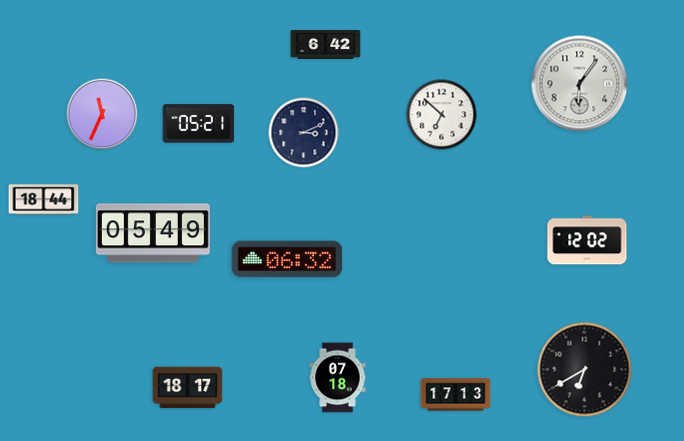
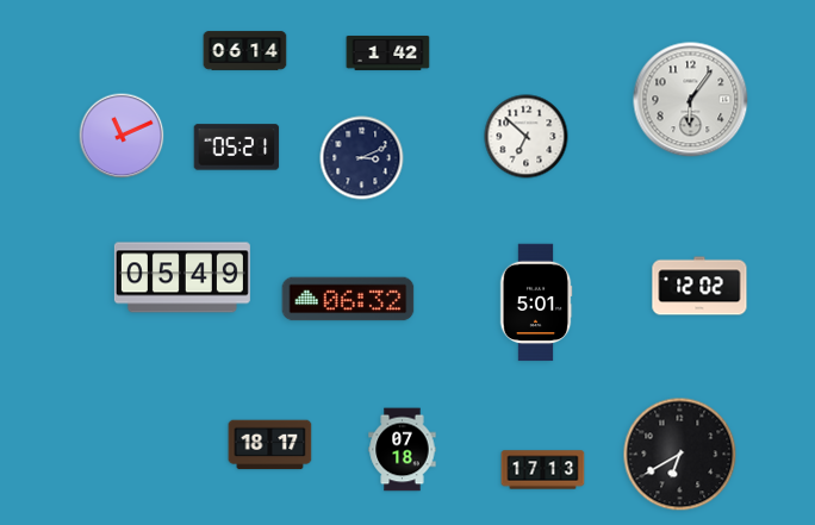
clock at (245, 51): none -> 06:14
clock at (326, 44): 6:42 -> 1:42
clock at (102, 114): 11:34 -> 11:11
clock at (44, 200): 18:44 -> none
clock at (536, 302): none -> 5:01
clock at (287, 259) position: (287, 259) -> (348, 299)
clock at (585, 370) position: (585, 370) -> (680, 455)
clock at (188, 388) position: (188, 388) -> (270, 445)
